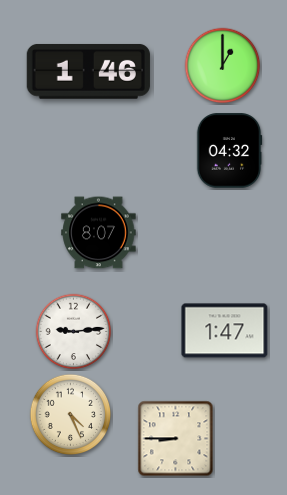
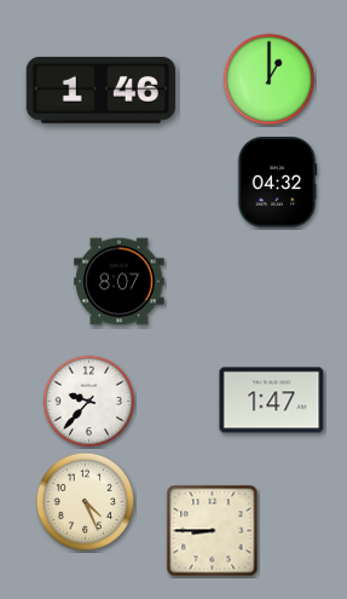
clock at (88, 72) position: (88, 72) -> (100, 91)
clock at (74, 332): 9:14 -> 9:37
